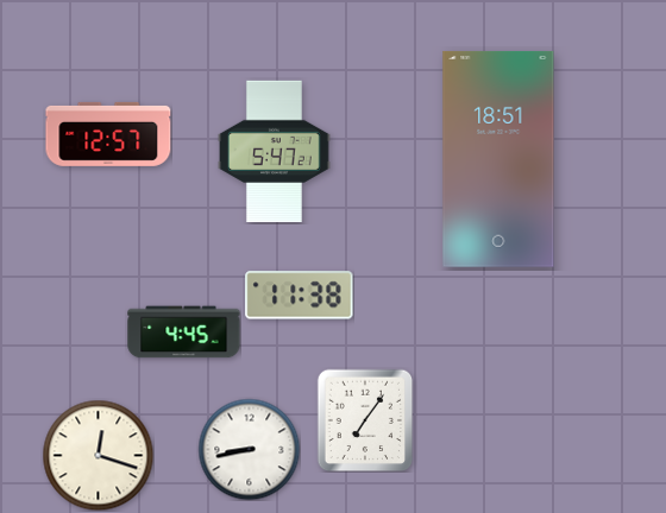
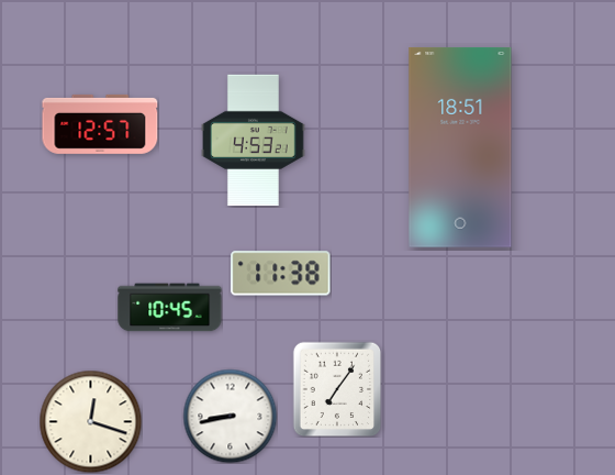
clock at (275, 152): 5:47 -> 4:53
clock at (300, 296) position: (300, 296) -> (281, 274)
clock at (184, 332): 4:45 -> 10:45
